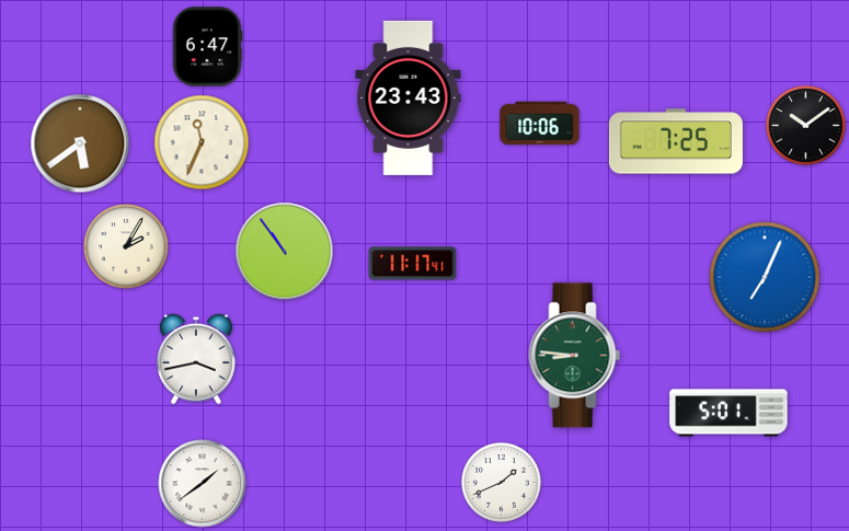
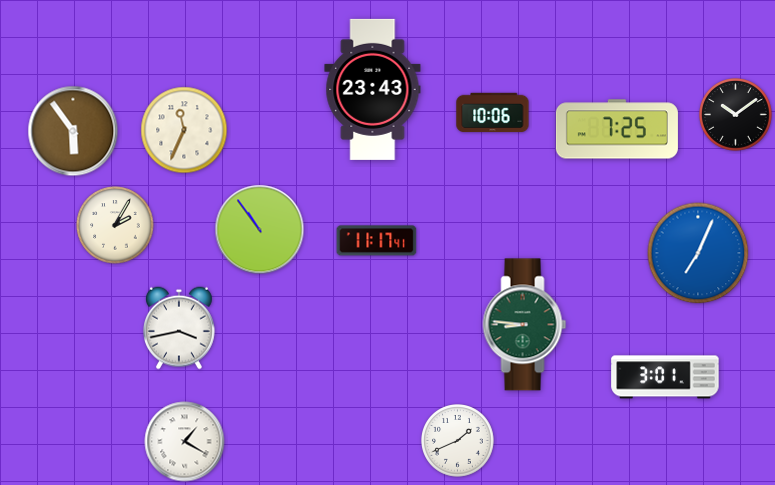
clock at (207, 47): 6:47 -> none
clock at (80, 143): 5:39 -> 5:54
clock at (728, 413): 5:01 -> 3:01
clock at (203, 484): 1:39 -> 1:20
